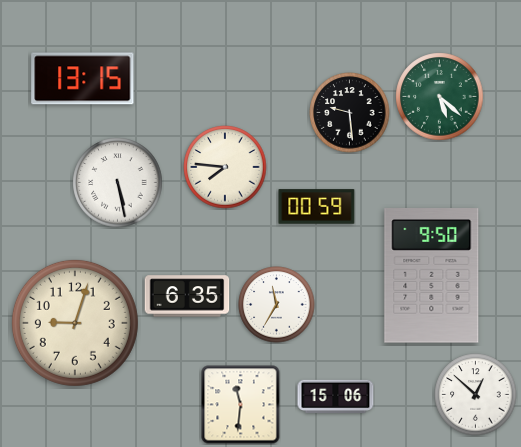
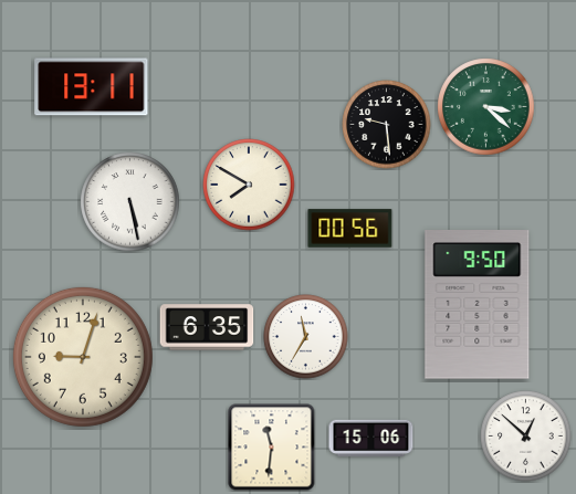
clock at (83, 79): 13:15 -> 13:11
clock at (440, 97): 5:22 -> 3:22
clock at (225, 167): 7:46 -> 7:50
clock at (317, 207): 00:59 -> 00:56
clock at (241, 405) position: (241, 405) -> (272, 448)
